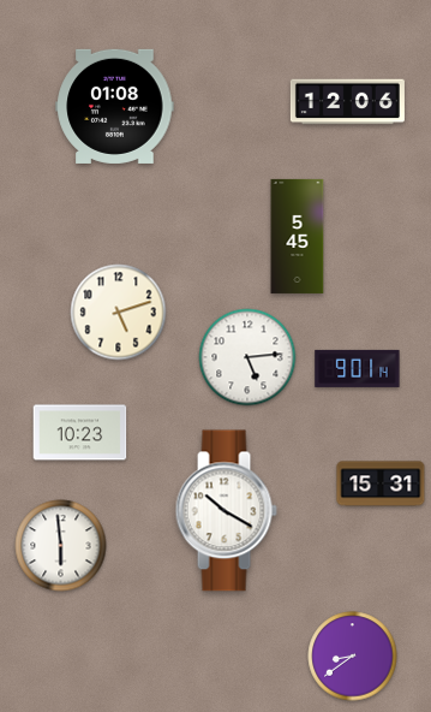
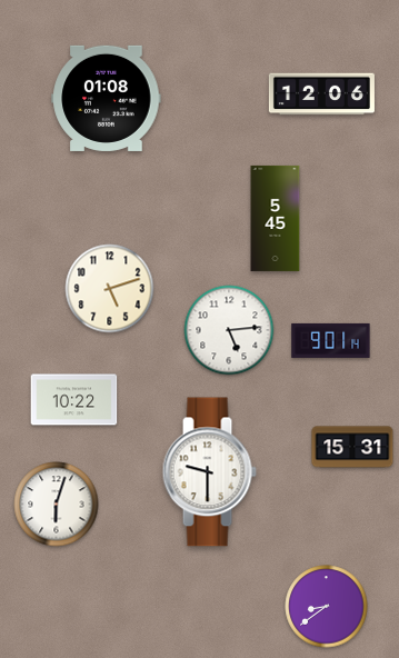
clock at (80, 433): 10:23 -> 10:22
clock at (226, 511): 10:20 -> 9:30
clock at (61, 546): 5:59 -> 6:03
